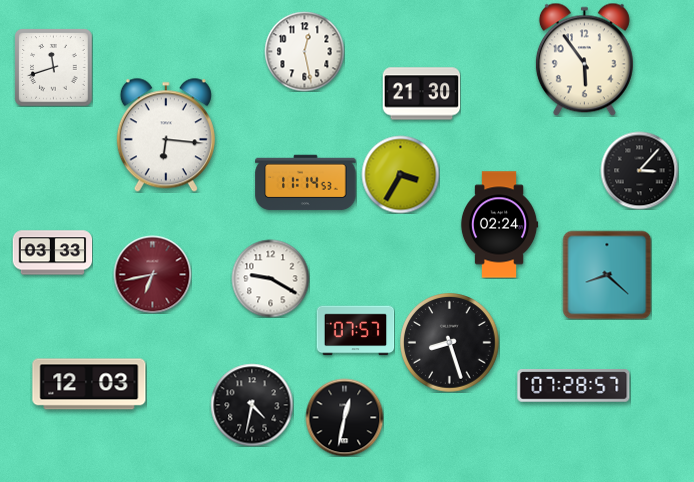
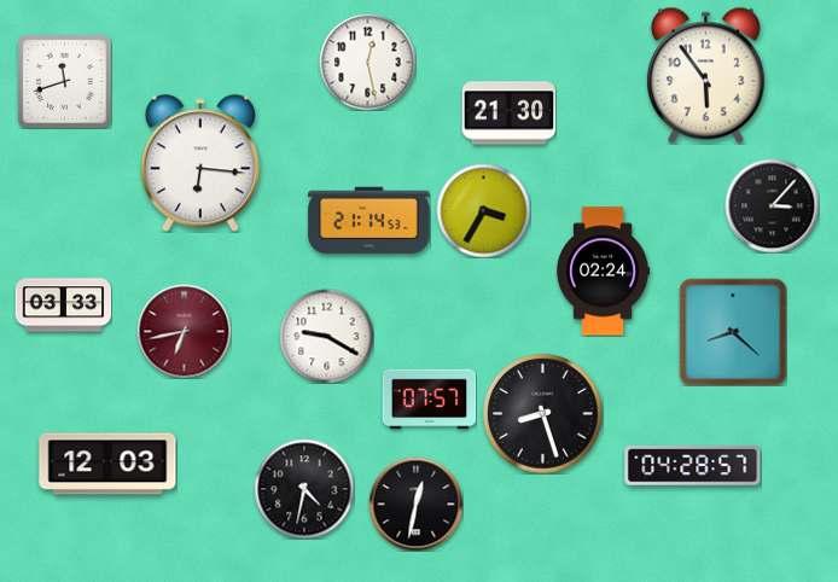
clock at (584, 59) position: (584, 59) -> (705, 75)
clock at (306, 183): 11:14 -> 21:14
clock at (574, 386): 07:28 -> 04:28
